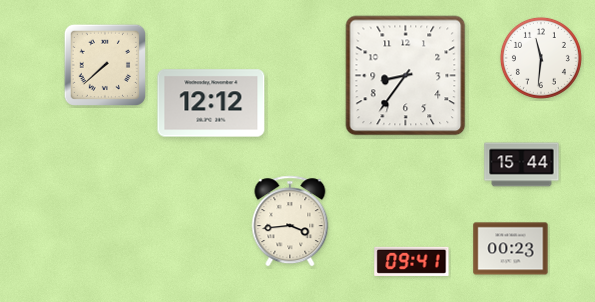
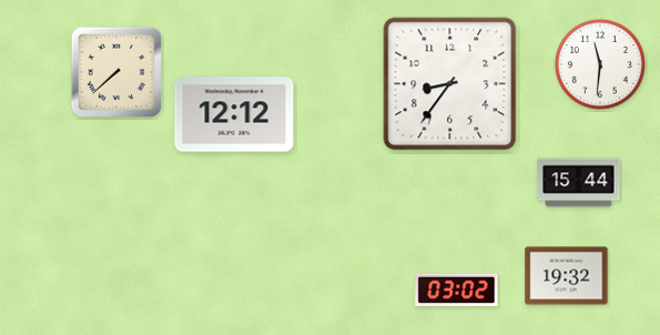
clock at (290, 221): 3:44 -> none
clock at (511, 249): 00:23 -> 19:32
clock at (412, 261): 09:41 -> 03:02
